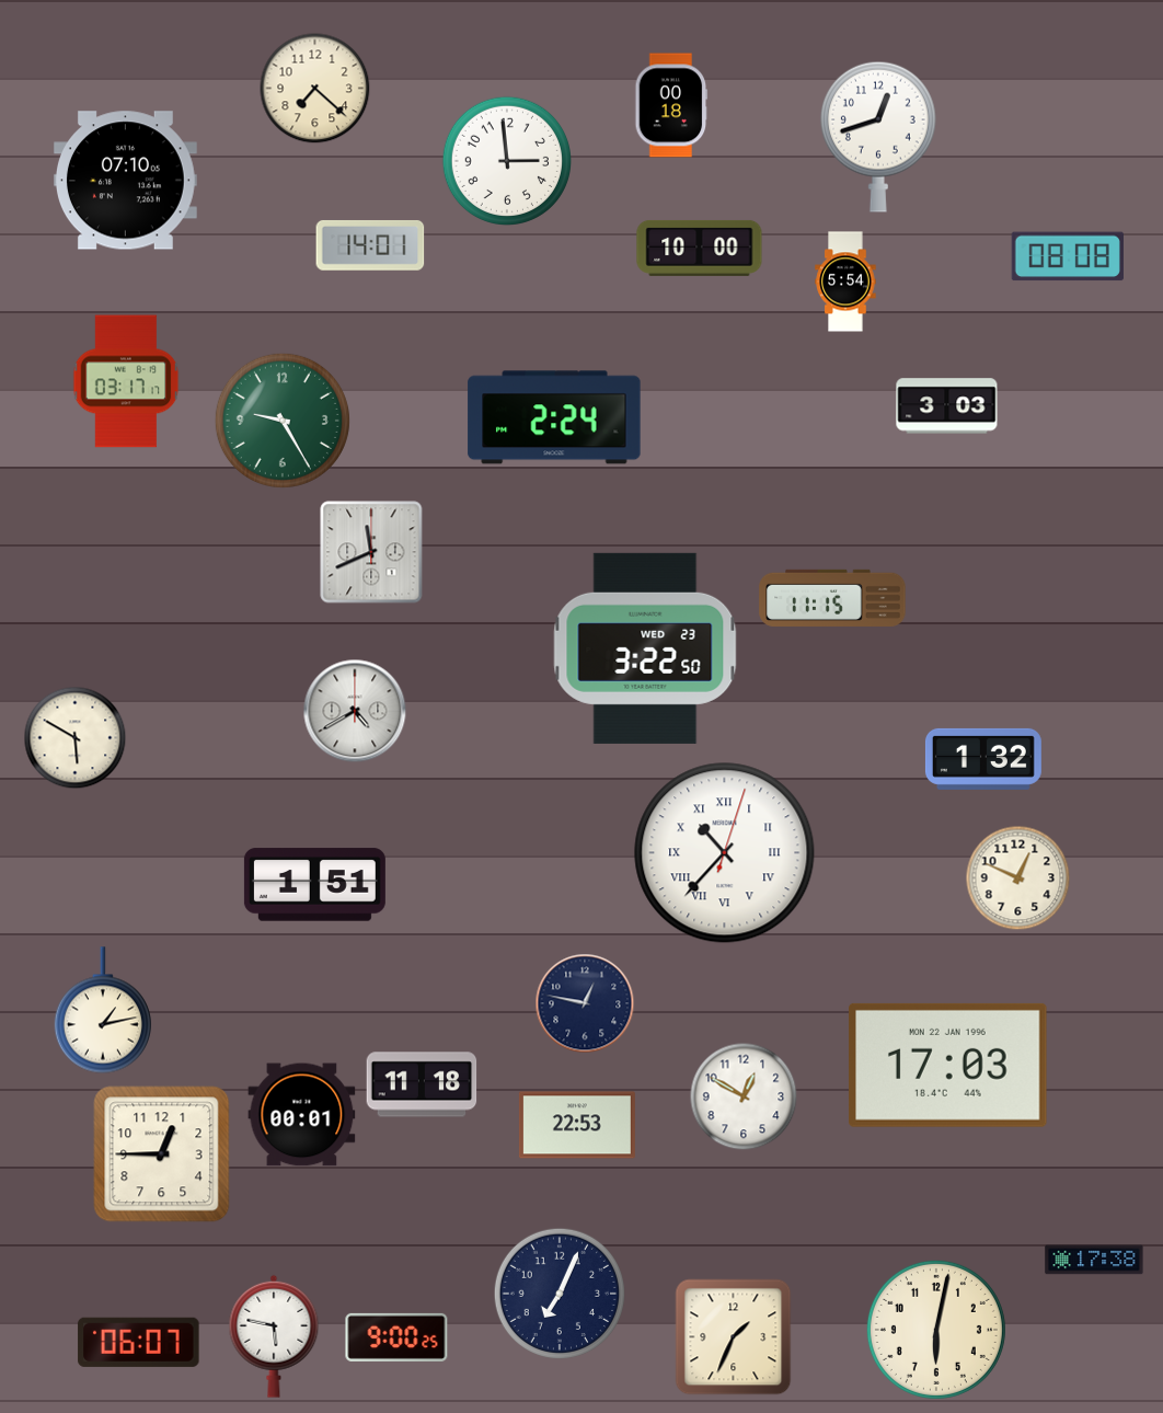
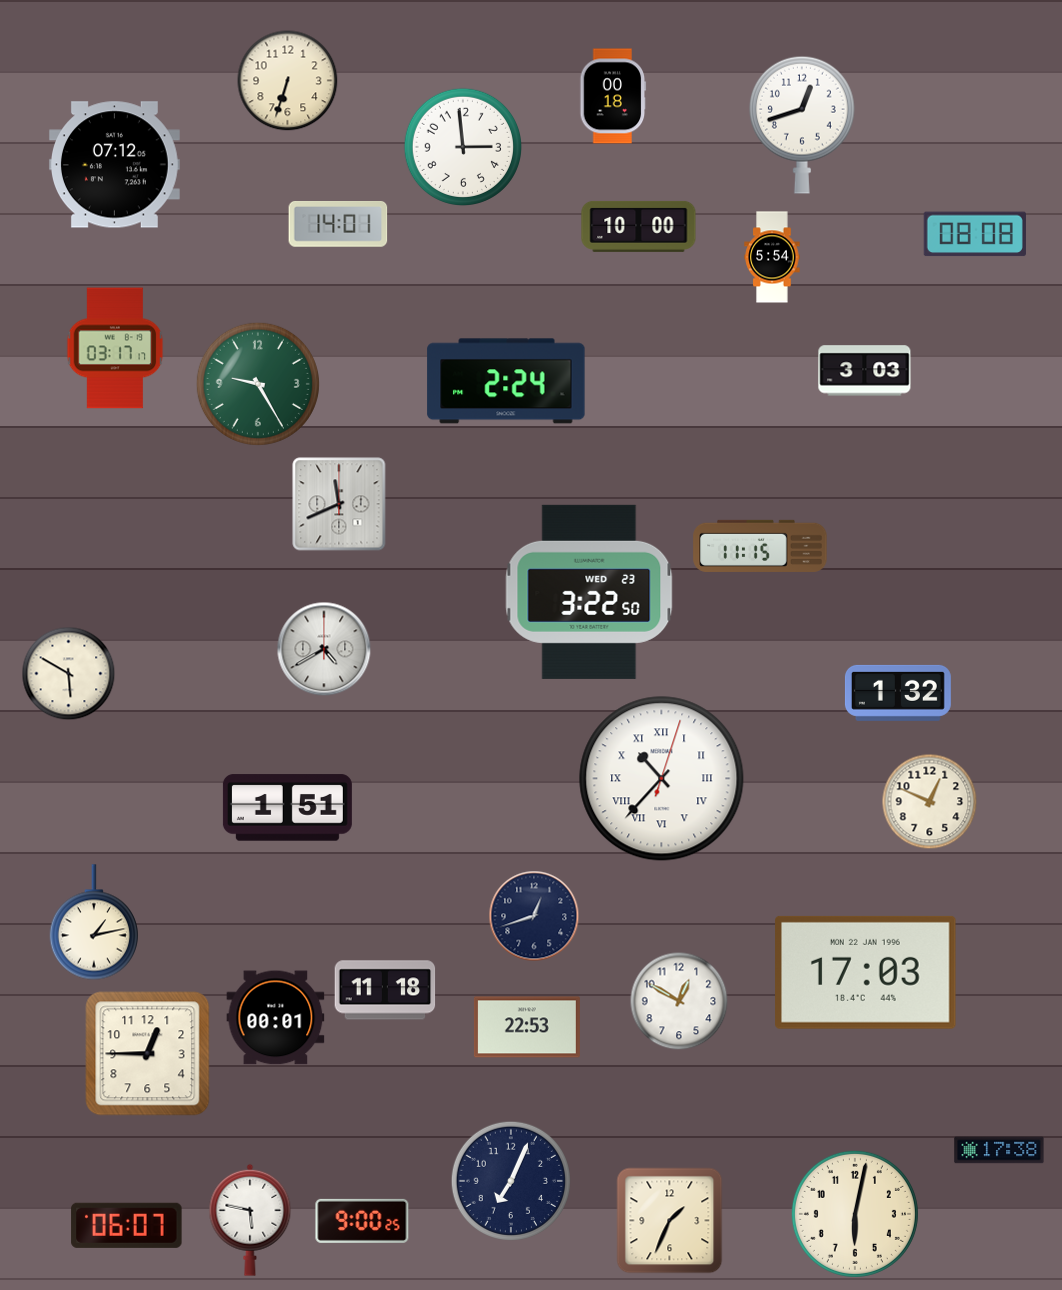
clock at (315, 89): 7:22 -> 6:33
clock at (125, 181): 07:10 -> 07:12
clock at (585, 1003): 12:47 -> 12:42
